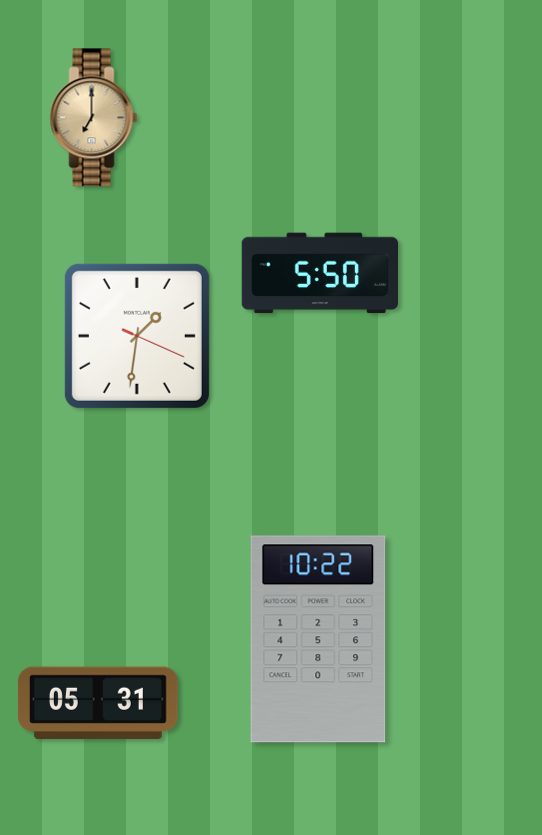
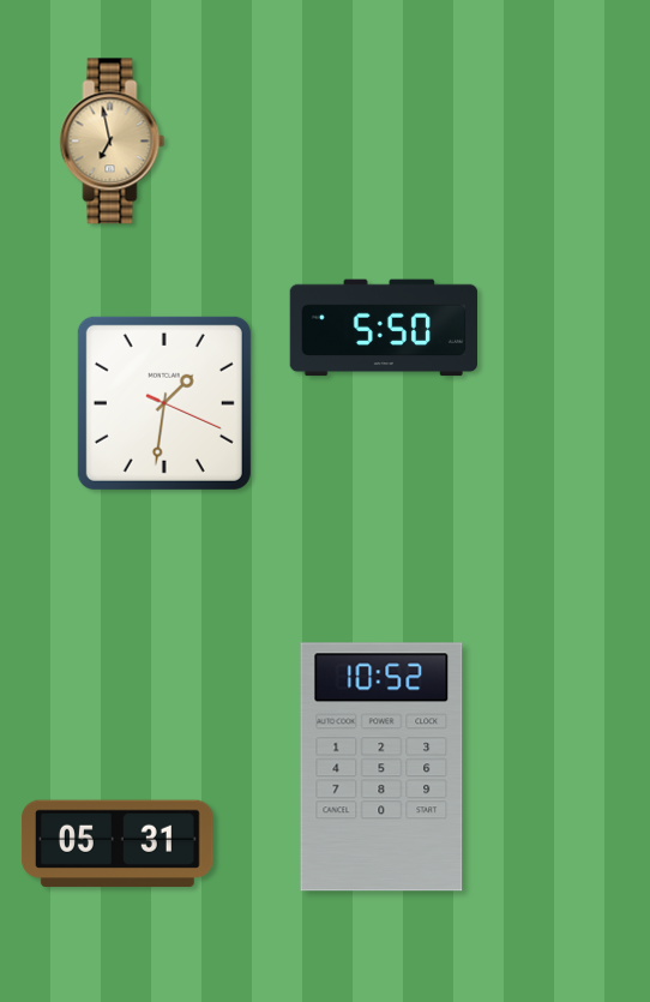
clock at (94, 118): 7:00 -> 6:58
clock at (318, 639): 10:22 -> 10:52
